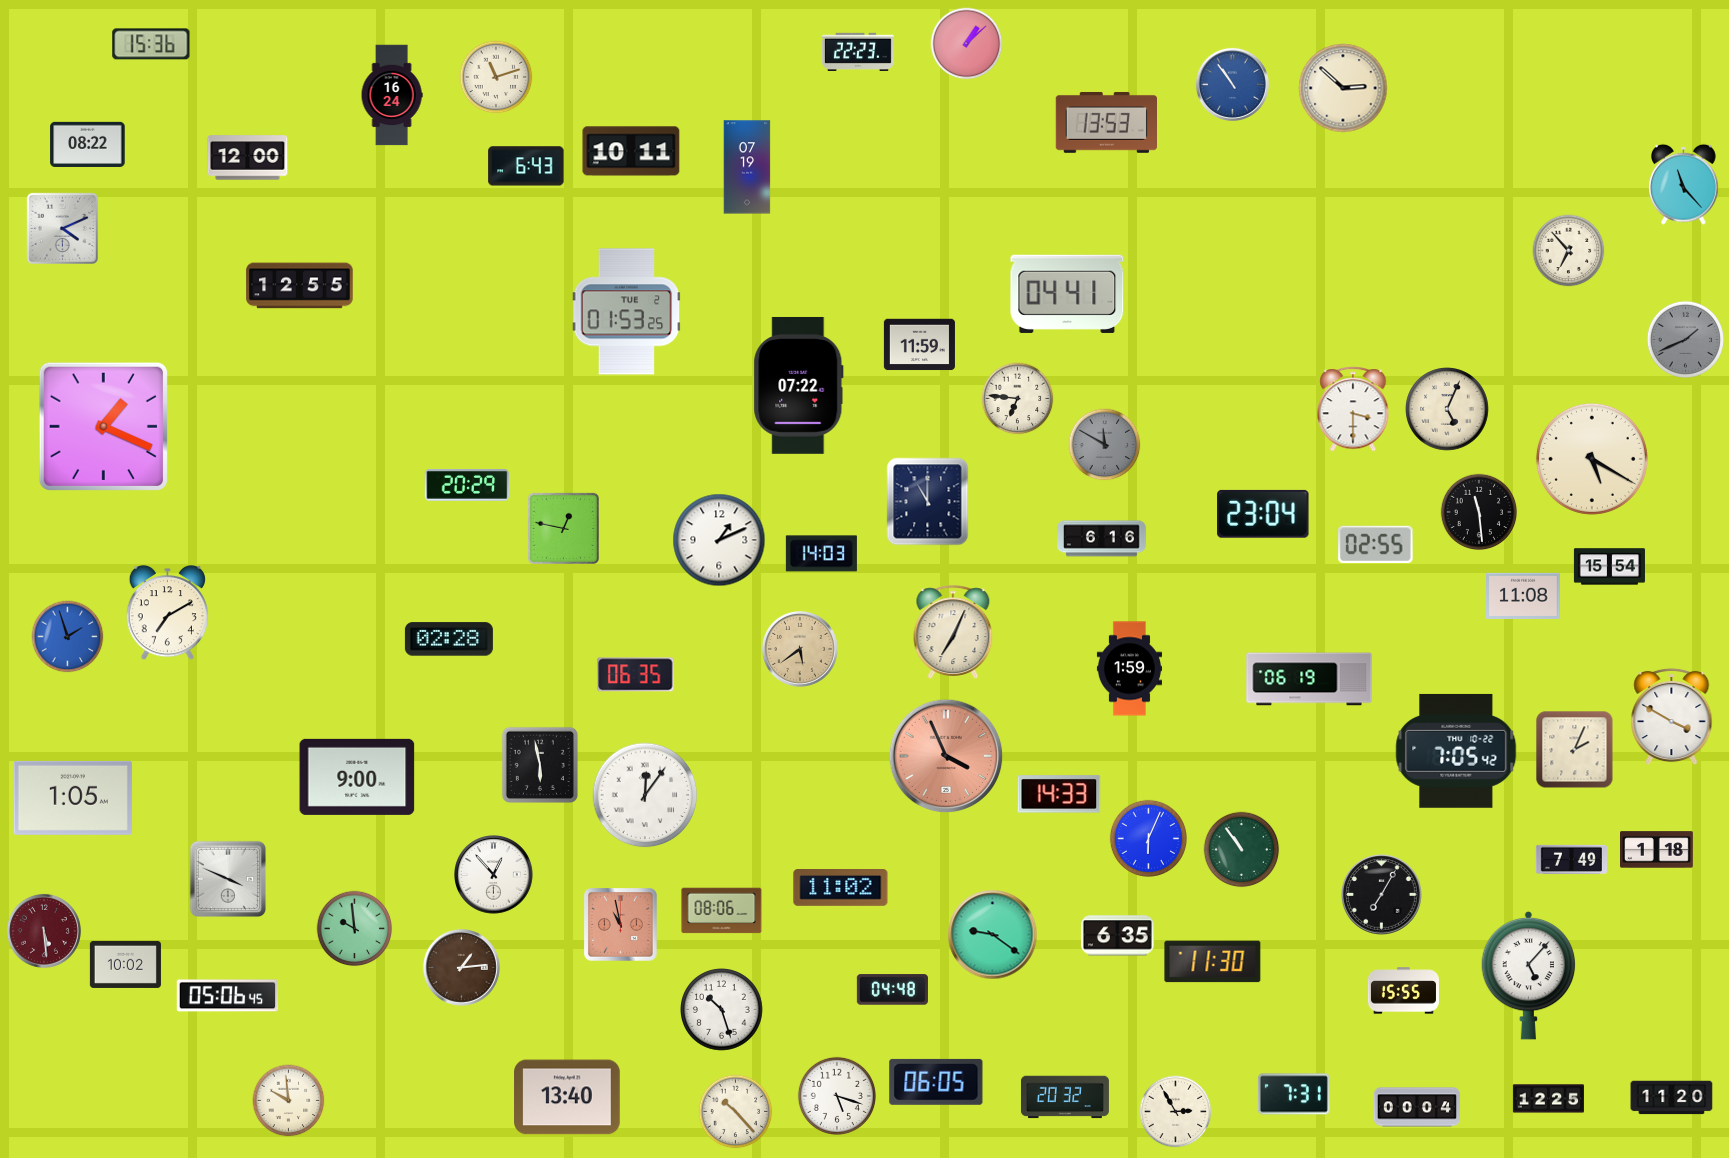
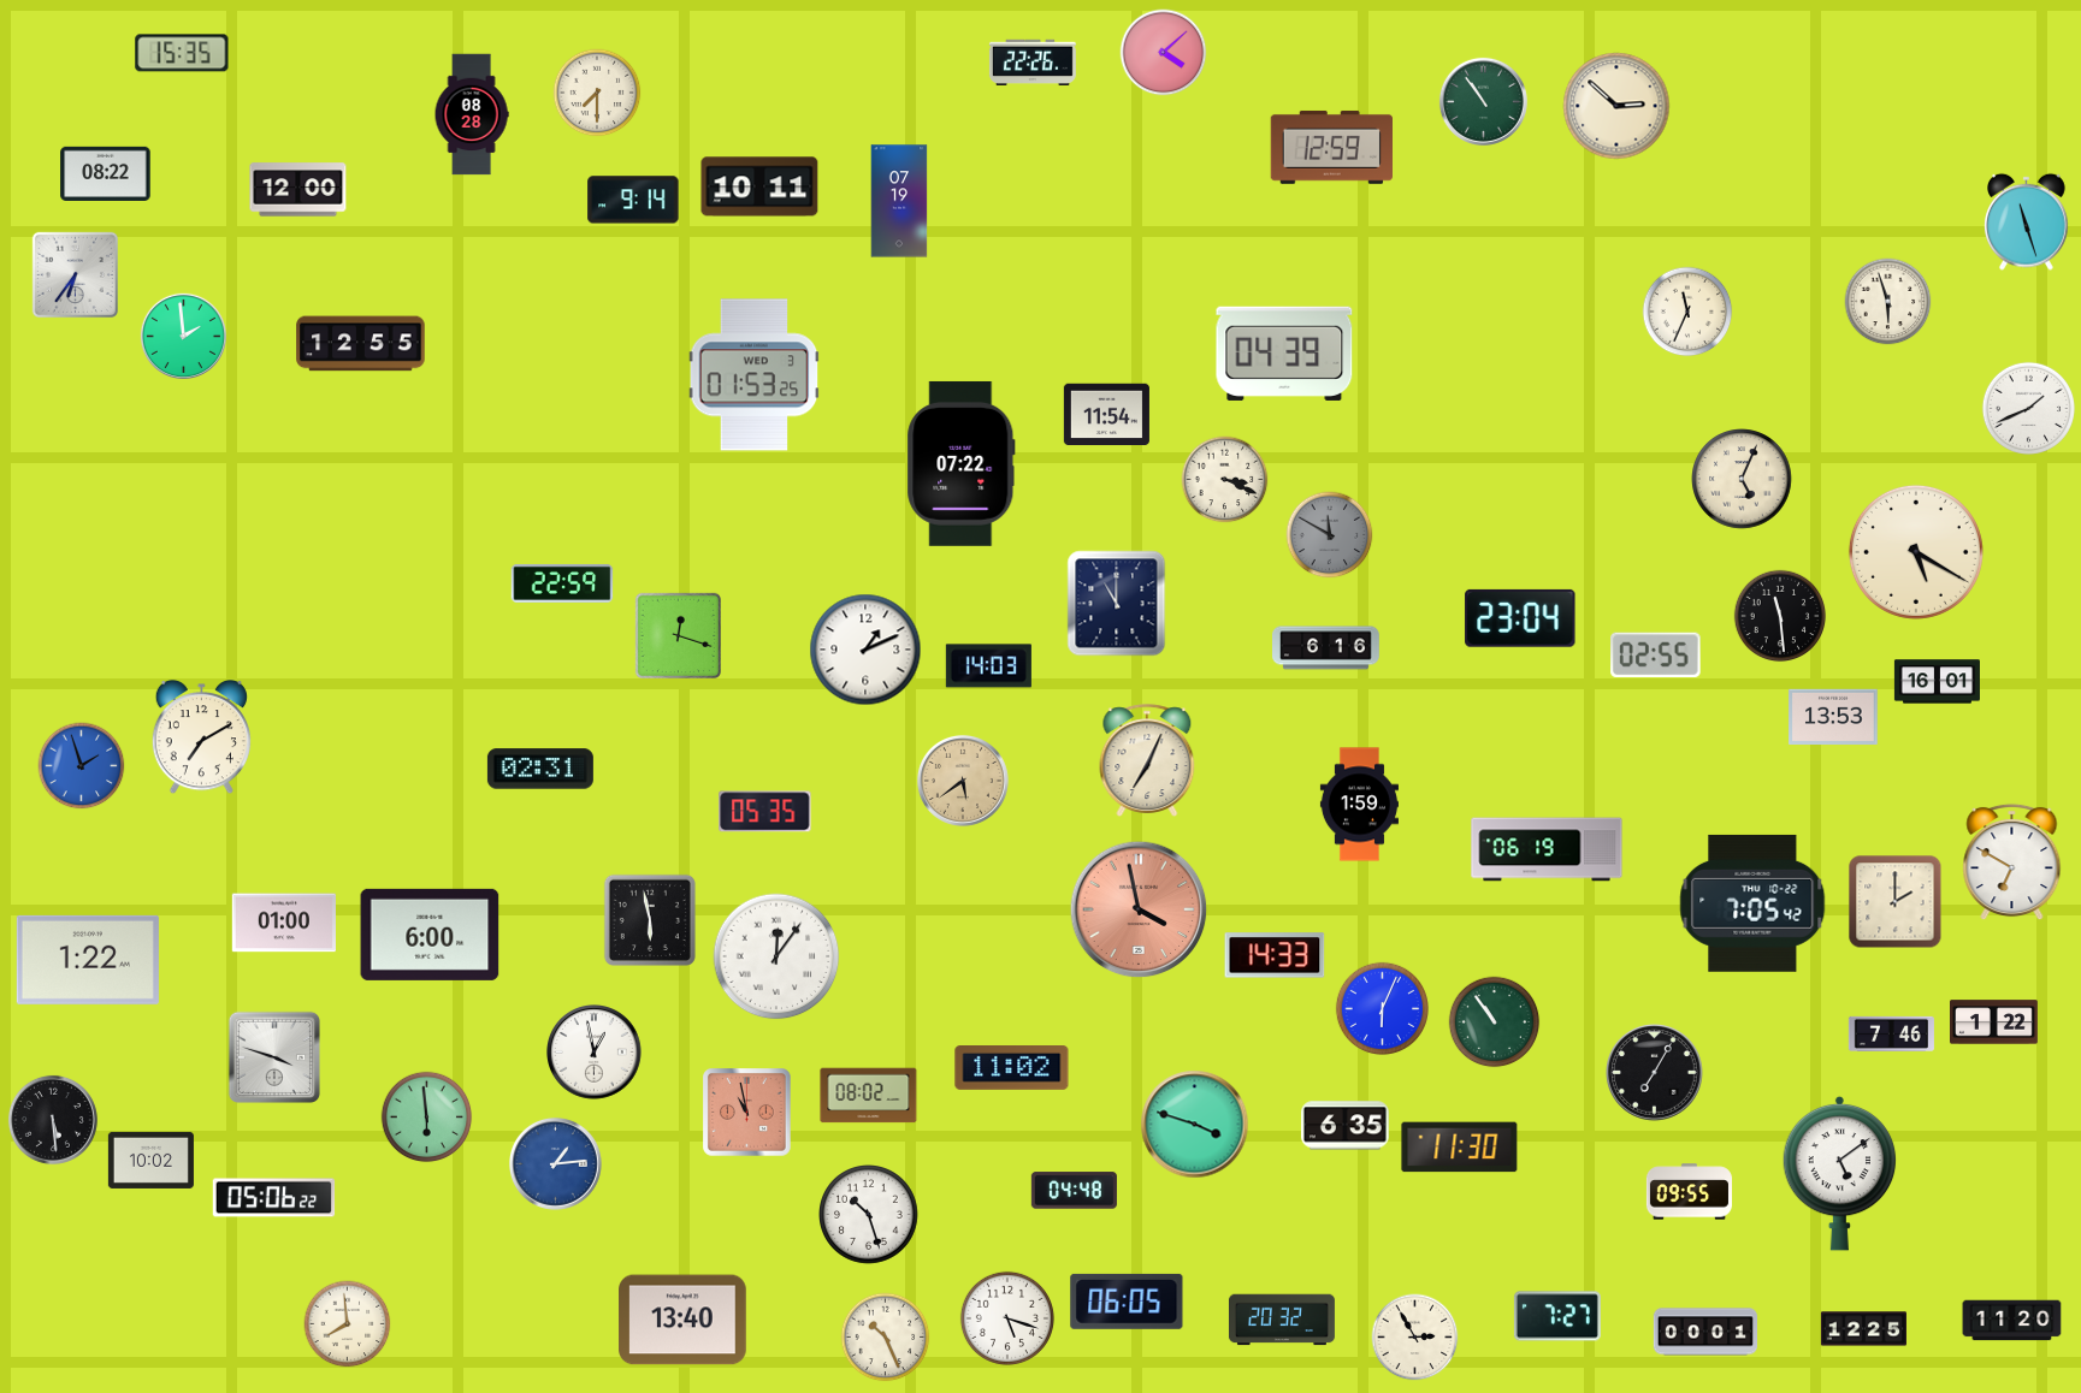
clock at (151, 44): 15:36 -> 15:35
clock at (967, 44): 1:08 -> 4:08
clock at (858, 51): 22:23 -> 22:26
clock at (496, 77): 11:12 -> 7:30
clock at (1232, 84) dial: blue -> green
clock at (392, 95): 16:24 -> 08:28
clock at (1106, 122): 13:53 -> 12:59
clock at (631, 151) position: (631, 151) -> (759, 186)
clock at (526, 166): 6:43 -> 9:14
clock at (1684, 184): 11:23 -> 11:27
clock at (62, 228): 4:11 -> 6:36
clock at (1569, 251): 6:53 -> 5:57
clock at (1687, 312): none -> 11:34
clock at (183, 336): none -> 1:59
clock at (1067, 294): 04:41 -> 04:39
clock at (627, 312) date: TUE 2 -> WED 3
clock at (1685, 339) dial: grey -> white
clock at (919, 345): 11:59 -> 11:54
clock at (1018, 399): 6:46 -> 3:19
clock at (1353, 409): 3:30 -> none
clock at (1447, 409) position: (1447, 409) -> (1742, 479)
clock at (103, 426): 1:19 -> none
clock at (467, 485): 20:29 -> 22:59
clock at (563, 528): 12:47 -> 12:18
clock at (1609, 567): 15:54 -> 16:01
clock at (1523, 595): 11:08 -> 13:53
clock at (449, 639): 02:28 -> 02:31
clock at (636, 675): 06:35 -> 05:35
clock at (1309, 679) position: (1309, 679) -> (1547, 849)
clock at (1672, 717): 3:50 -> 6:50
clock at (1575, 750): 2:04 -> 2:00
clock at (946, 756): 3:56 -> 3:58
clock at (283, 923): none -> 01:00
clock at (357, 777): 9:00 -> 6:00
clock at (73, 798): 1:05 -> 1:22
clock at (1657, 850): 1:18 -> 1:22
clock at (1571, 859): 7:49 -> 7:46
clock at (494, 875): 12:53 -> 12:58
clock at (227, 878): 3:49 -> 3:48
clock at (1382, 895) position: (1382, 895) -> (1655, 1073)
clock at (722, 911): 08:06 -> 08:02
clock at (355, 929): 9:59 -> 5:59
clock at (44, 931) dial: burgundy -> black
clock at (993, 935): 9:21 -> 3:48
clock at (1213, 962) position: (1213, 962) -> (1460, 1148)
clock at (461, 967) dial: brown -> blue
clock at (1529, 975): 5:07 -> 5:09
clock at (1403, 991): 15:55 -> 09:55
clock at (228, 996): 05:06:45 -> 05:06:22
clock at (1294, 1094): 7:31 -> 7:27
clock at (1548, 1099) position: (1548, 1099) -> (1863, 1329)
clock at (289, 1101): 9:59 -> 7:59
clock at (1416, 1107): 00:04 -> 00:01
clock at (736, 1112): 10:23 -> 10:26
